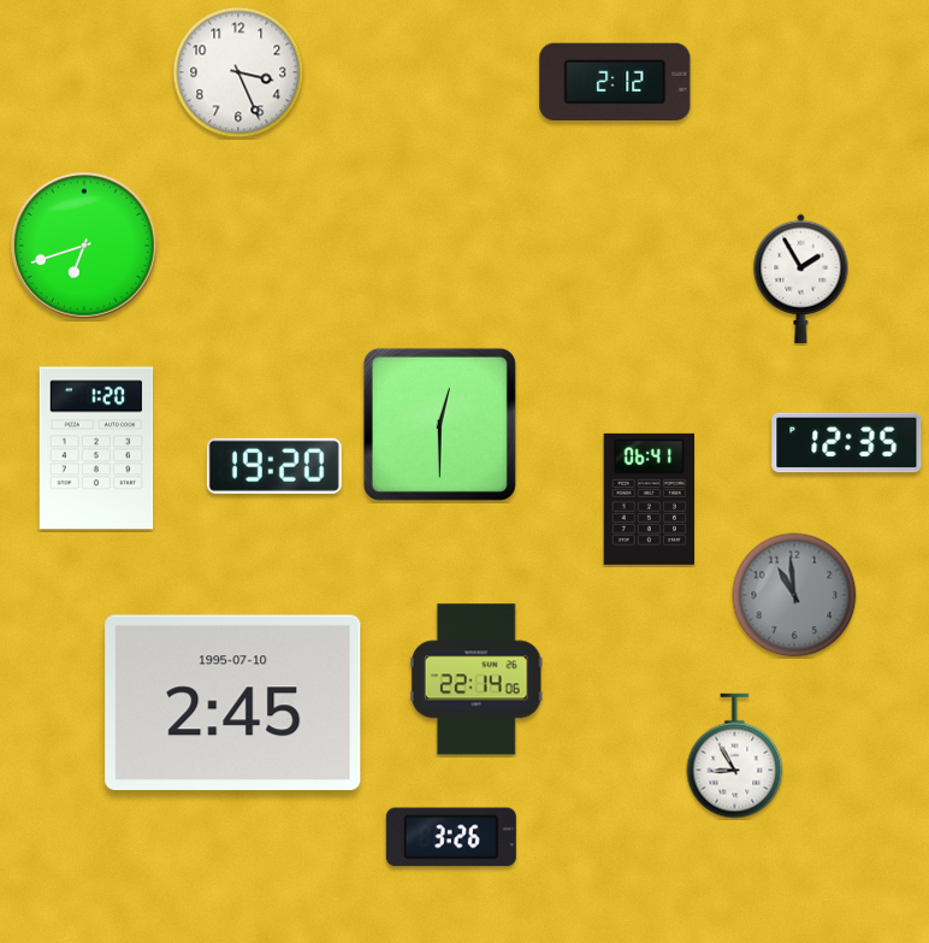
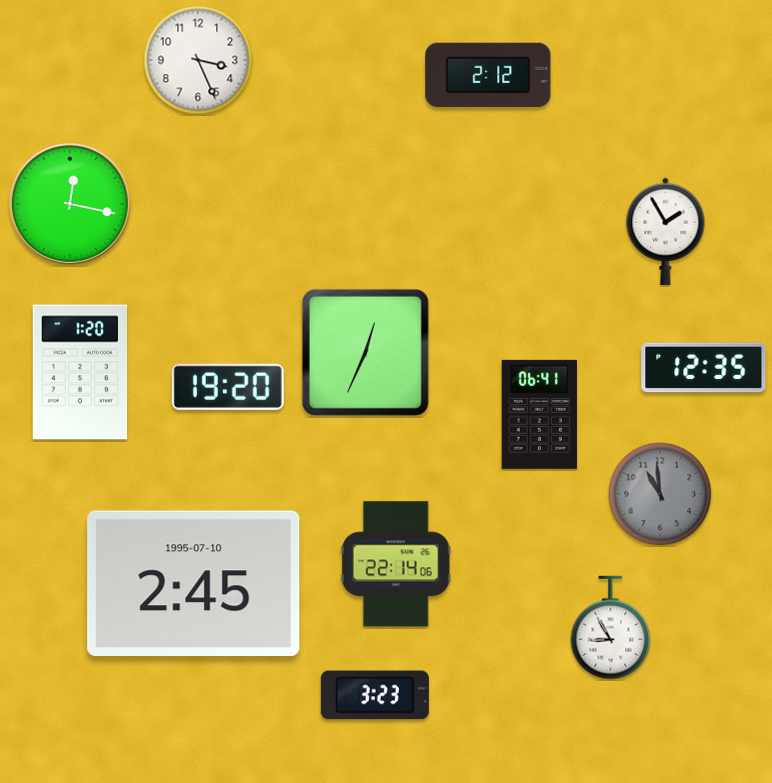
clock at (615, 81) position: (615, 81) -> (488, 74)
clock at (85, 247): 6:42 -> 12:17
clock at (439, 424): 12:30 -> 12:34
clock at (451, 837): 3:26 -> 3:23
